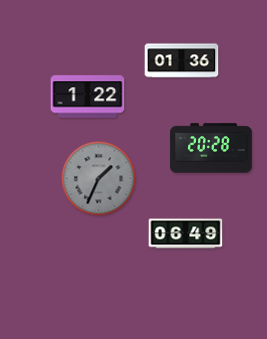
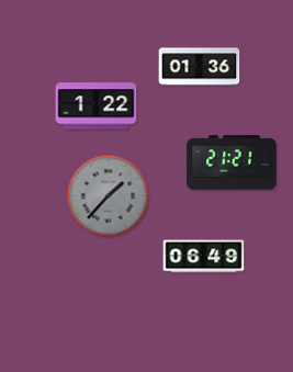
clock at (211, 148): 20:28 -> 21:21
clock at (99, 179): 1:34 -> 1:37
